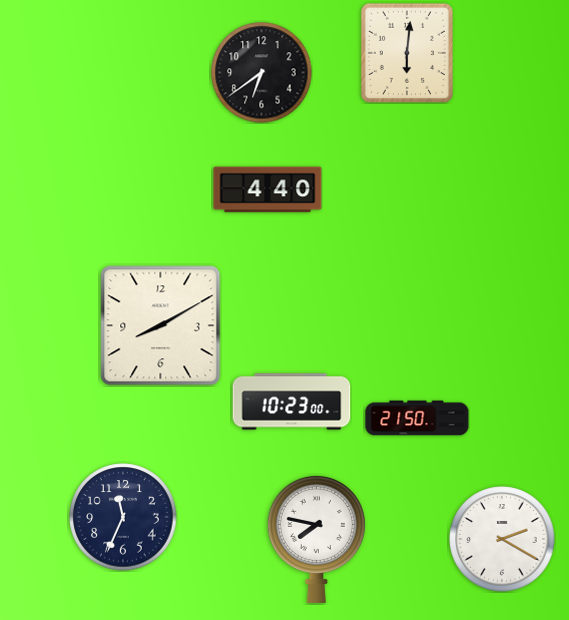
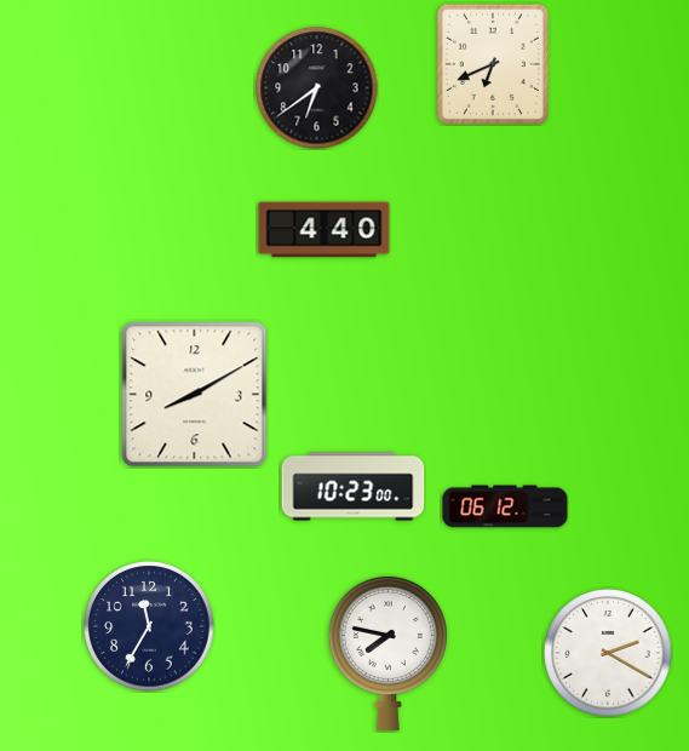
clock at (407, 53): 6:01 -> 6:41
clock at (417, 418): 21:50 -> 06:12
clock at (123, 517): 11:34 -> 11:35
clock at (316, 539) position: (316, 539) -> (387, 653)
